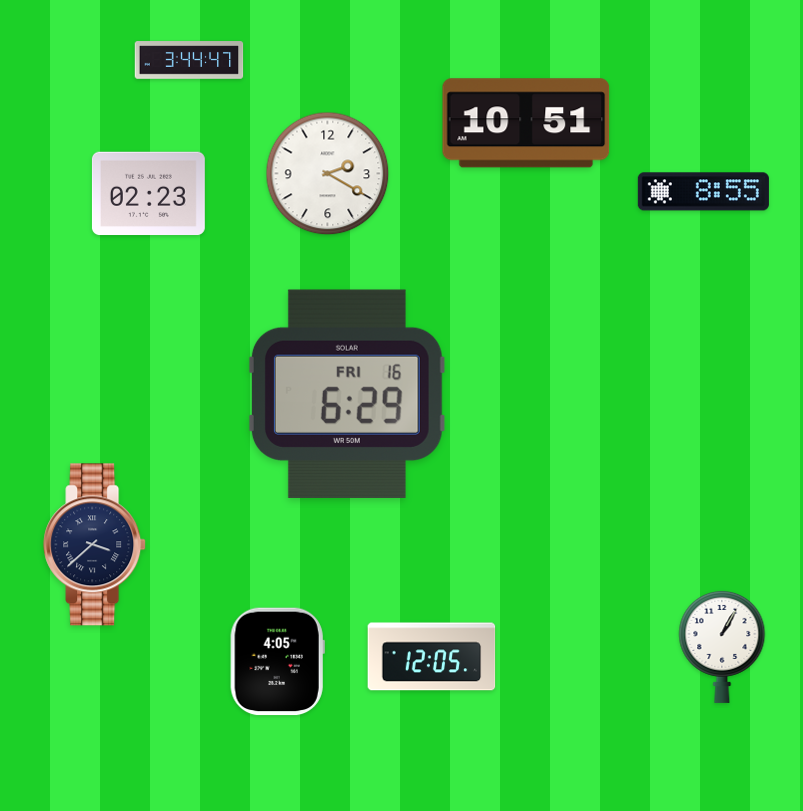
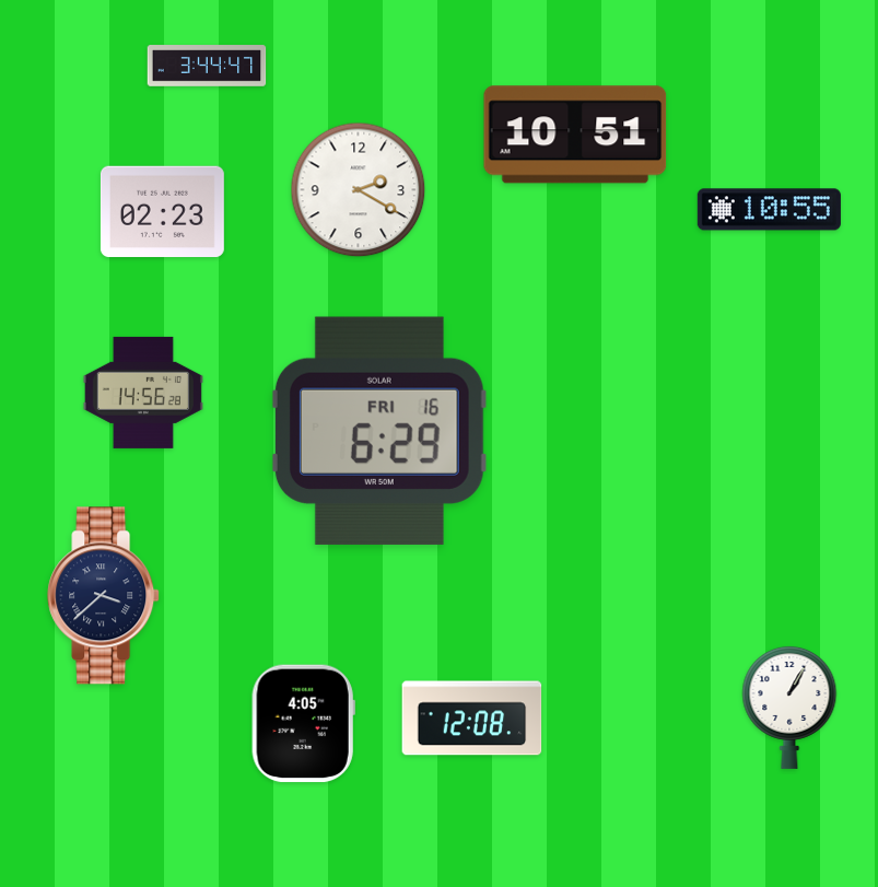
clock at (703, 192): 8:55 -> 10:55
clock at (143, 393): none -> 14:56
clock at (432, 657): 12:05 -> 12:08
